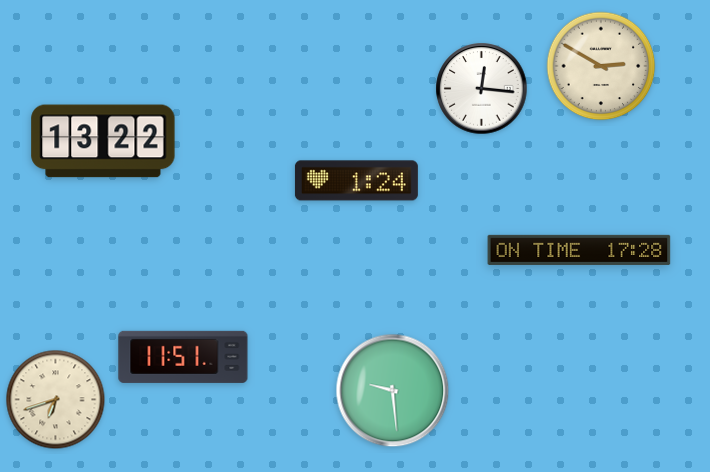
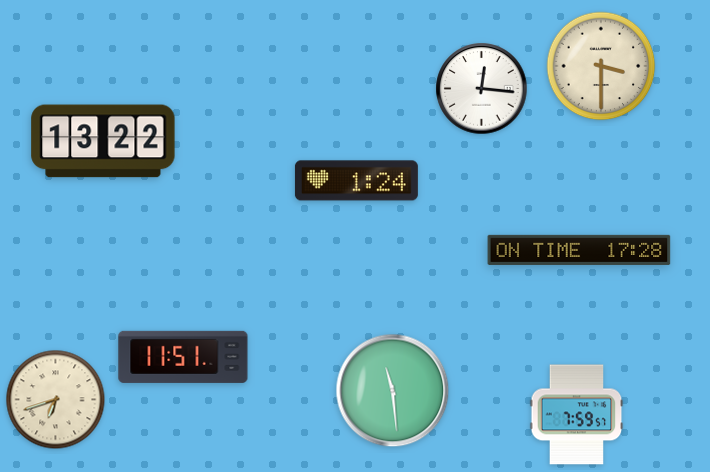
clock at (601, 66): 2:50 -> 3:30
clock at (393, 391): 9:29 -> 11:29
clock at (577, 415): none -> 7:59
